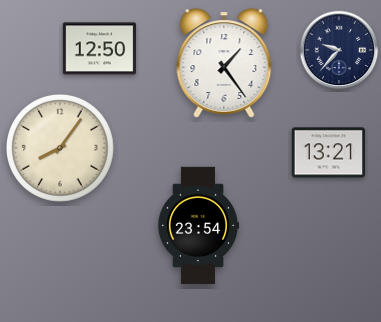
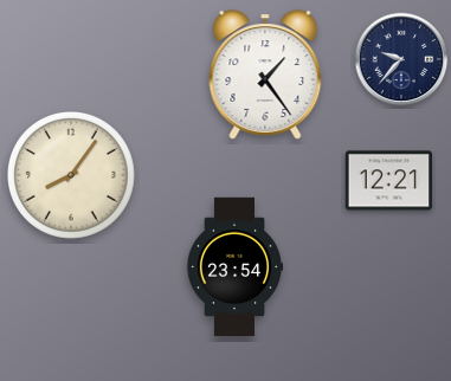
clock at (100, 49): 12:50 -> none
clock at (329, 153): 13:21 -> 12:21
